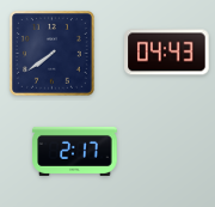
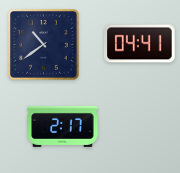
clock at (51, 53): 7:39 -> 10:39
clock at (167, 53): 04:43 -> 04:41
